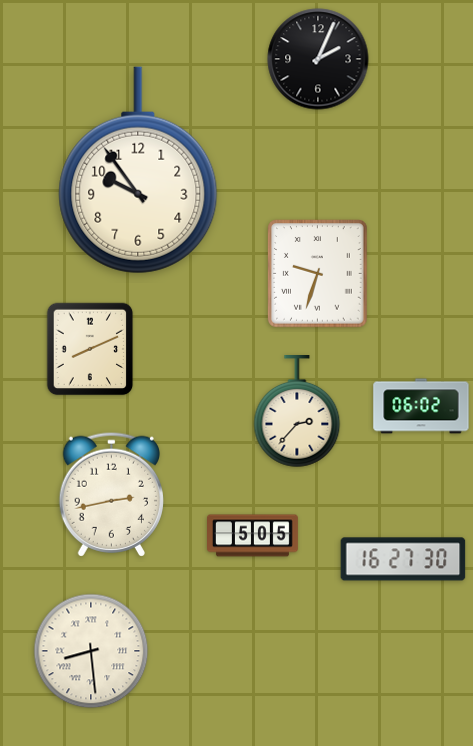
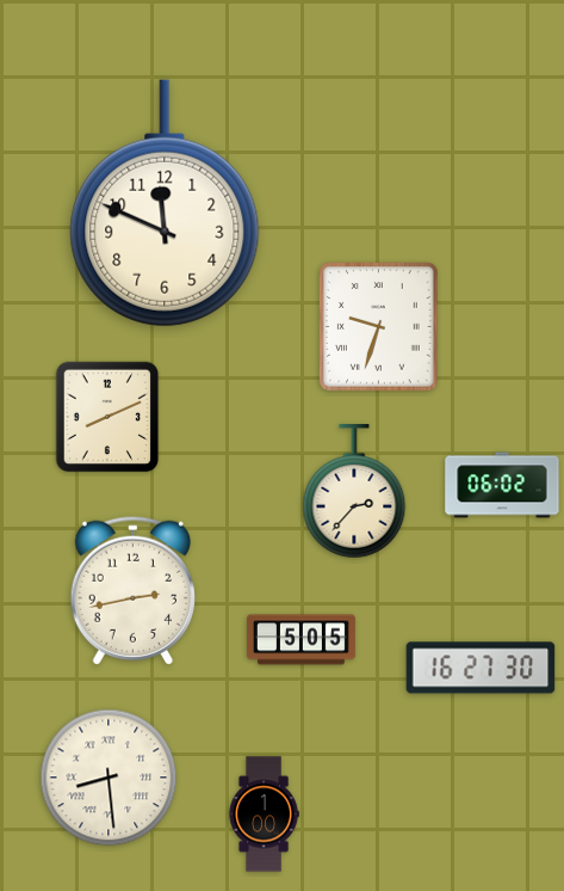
clock at (318, 59): 2:04 -> none
clock at (138, 170): 9:54 -> 11:49
clock at (264, 815): none -> 1:00
